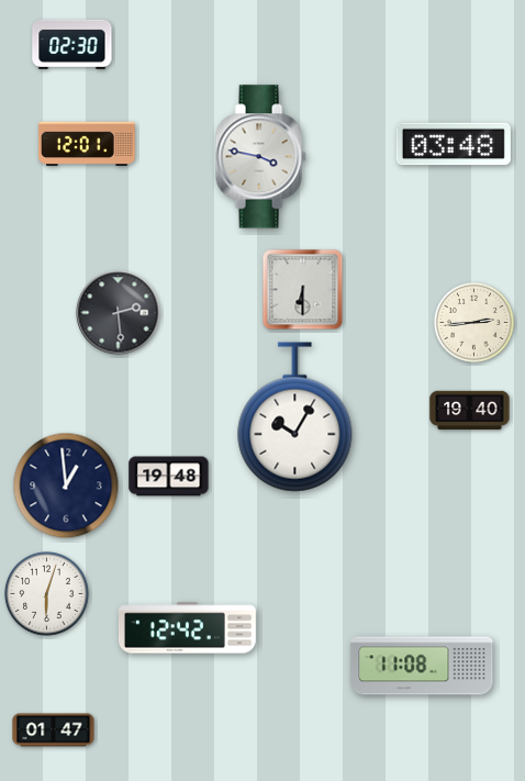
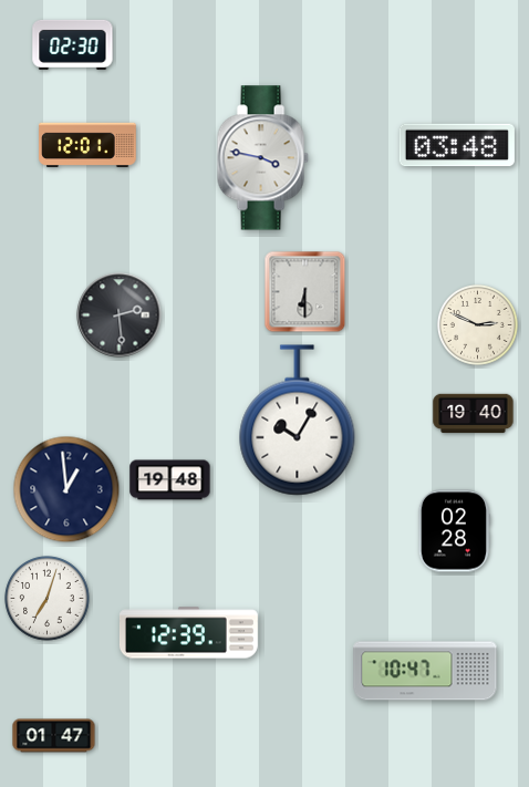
clock at (473, 322): 2:44 -> 2:49
clock at (454, 531): none -> 02:28
clock at (47, 594): 6:03 -> 7:03
clock at (187, 628): 12:42 -> 12:39
clock at (422, 666): 11:08 -> 10:47
